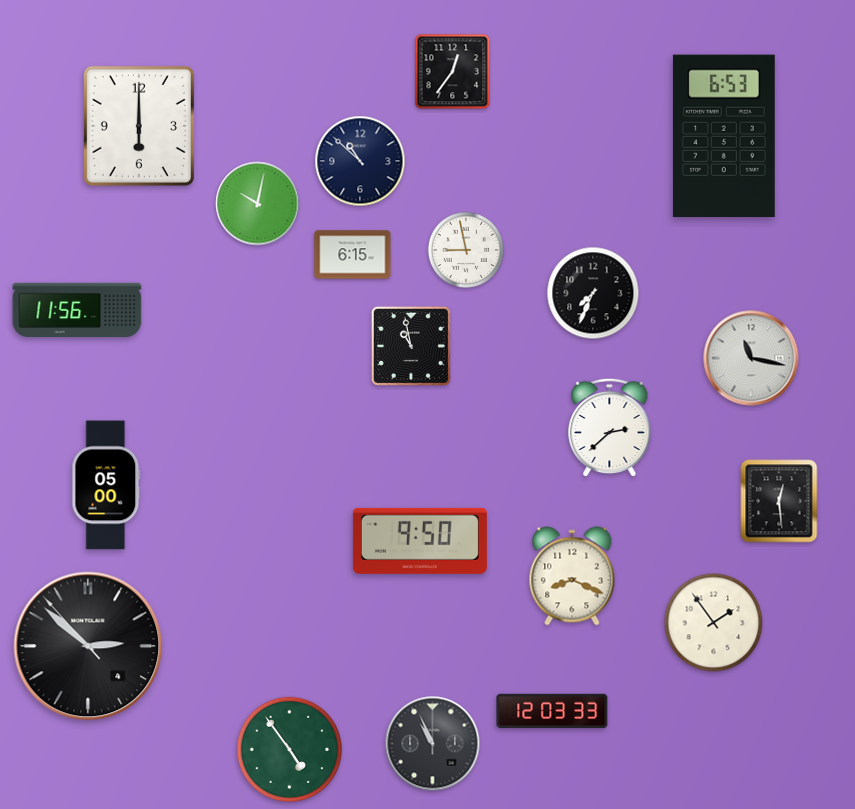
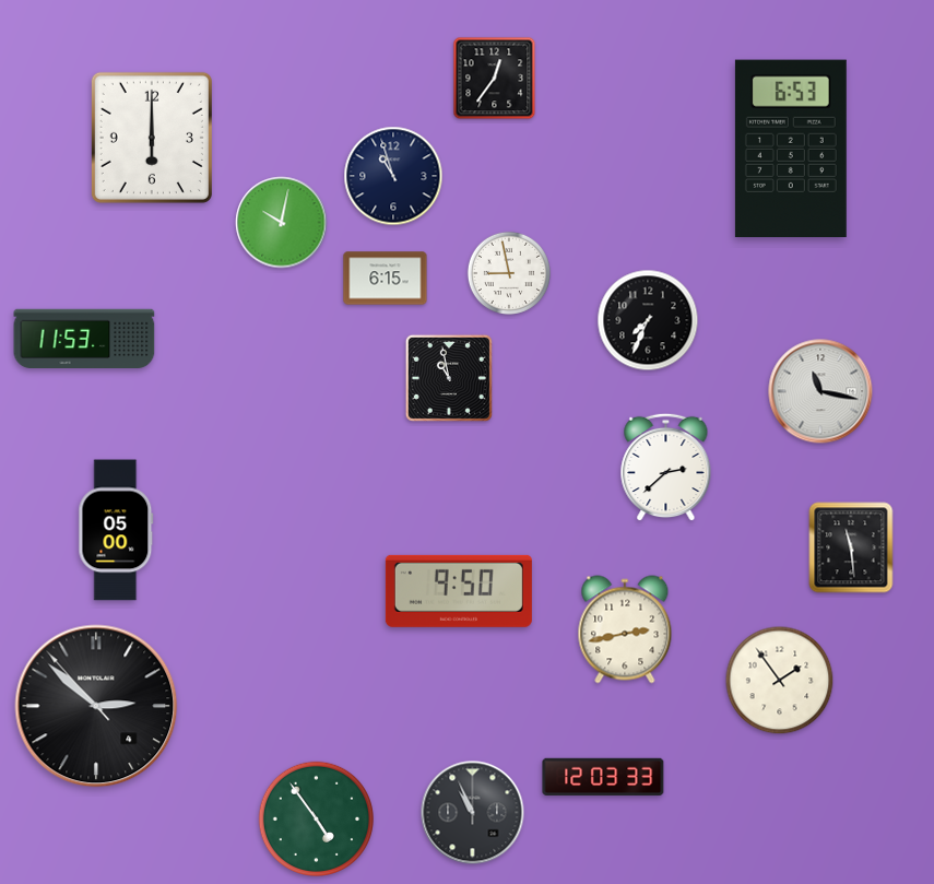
clock at (360, 161): 10:52 -> 10:57
clock at (77, 310): 11:56 -> 11:53
clock at (779, 501): 12:29 -> 11:29
clock at (572, 576): 8:19 -> 2:43
